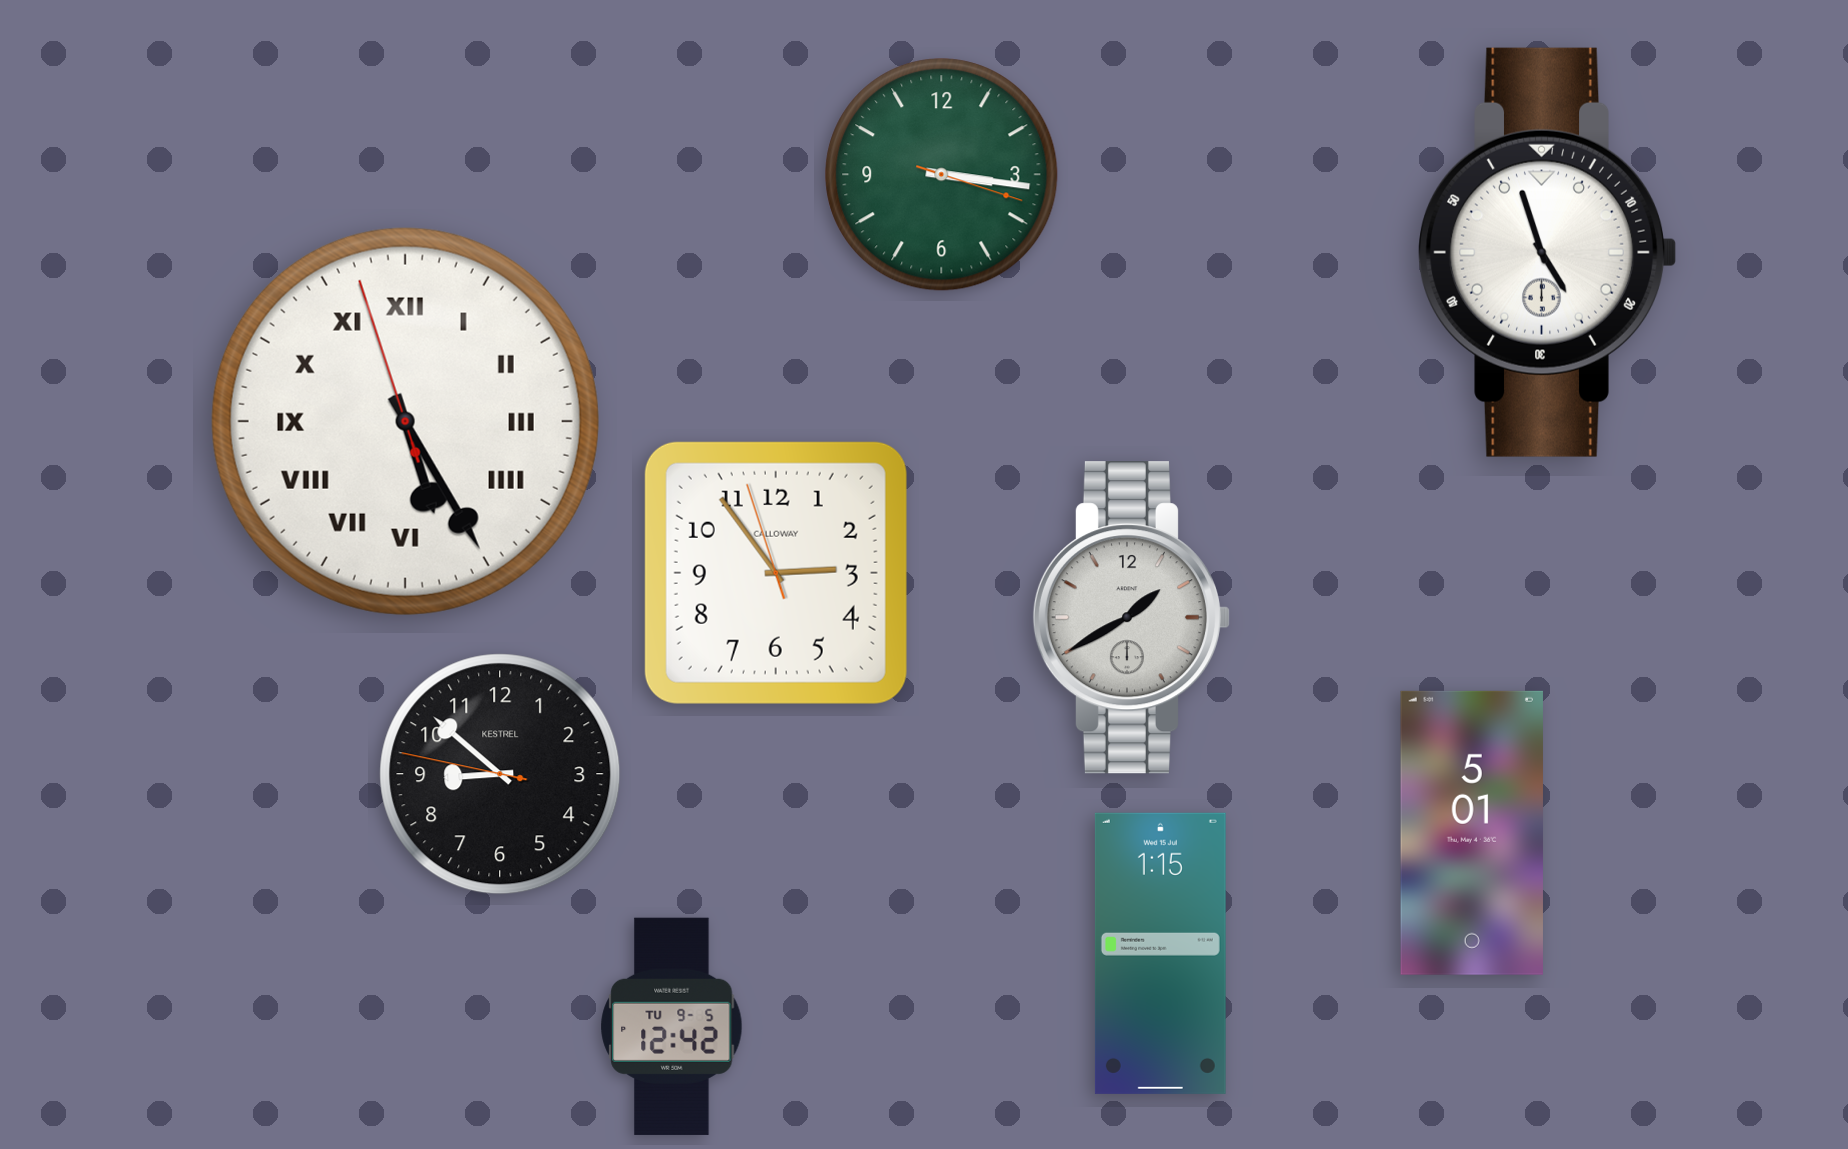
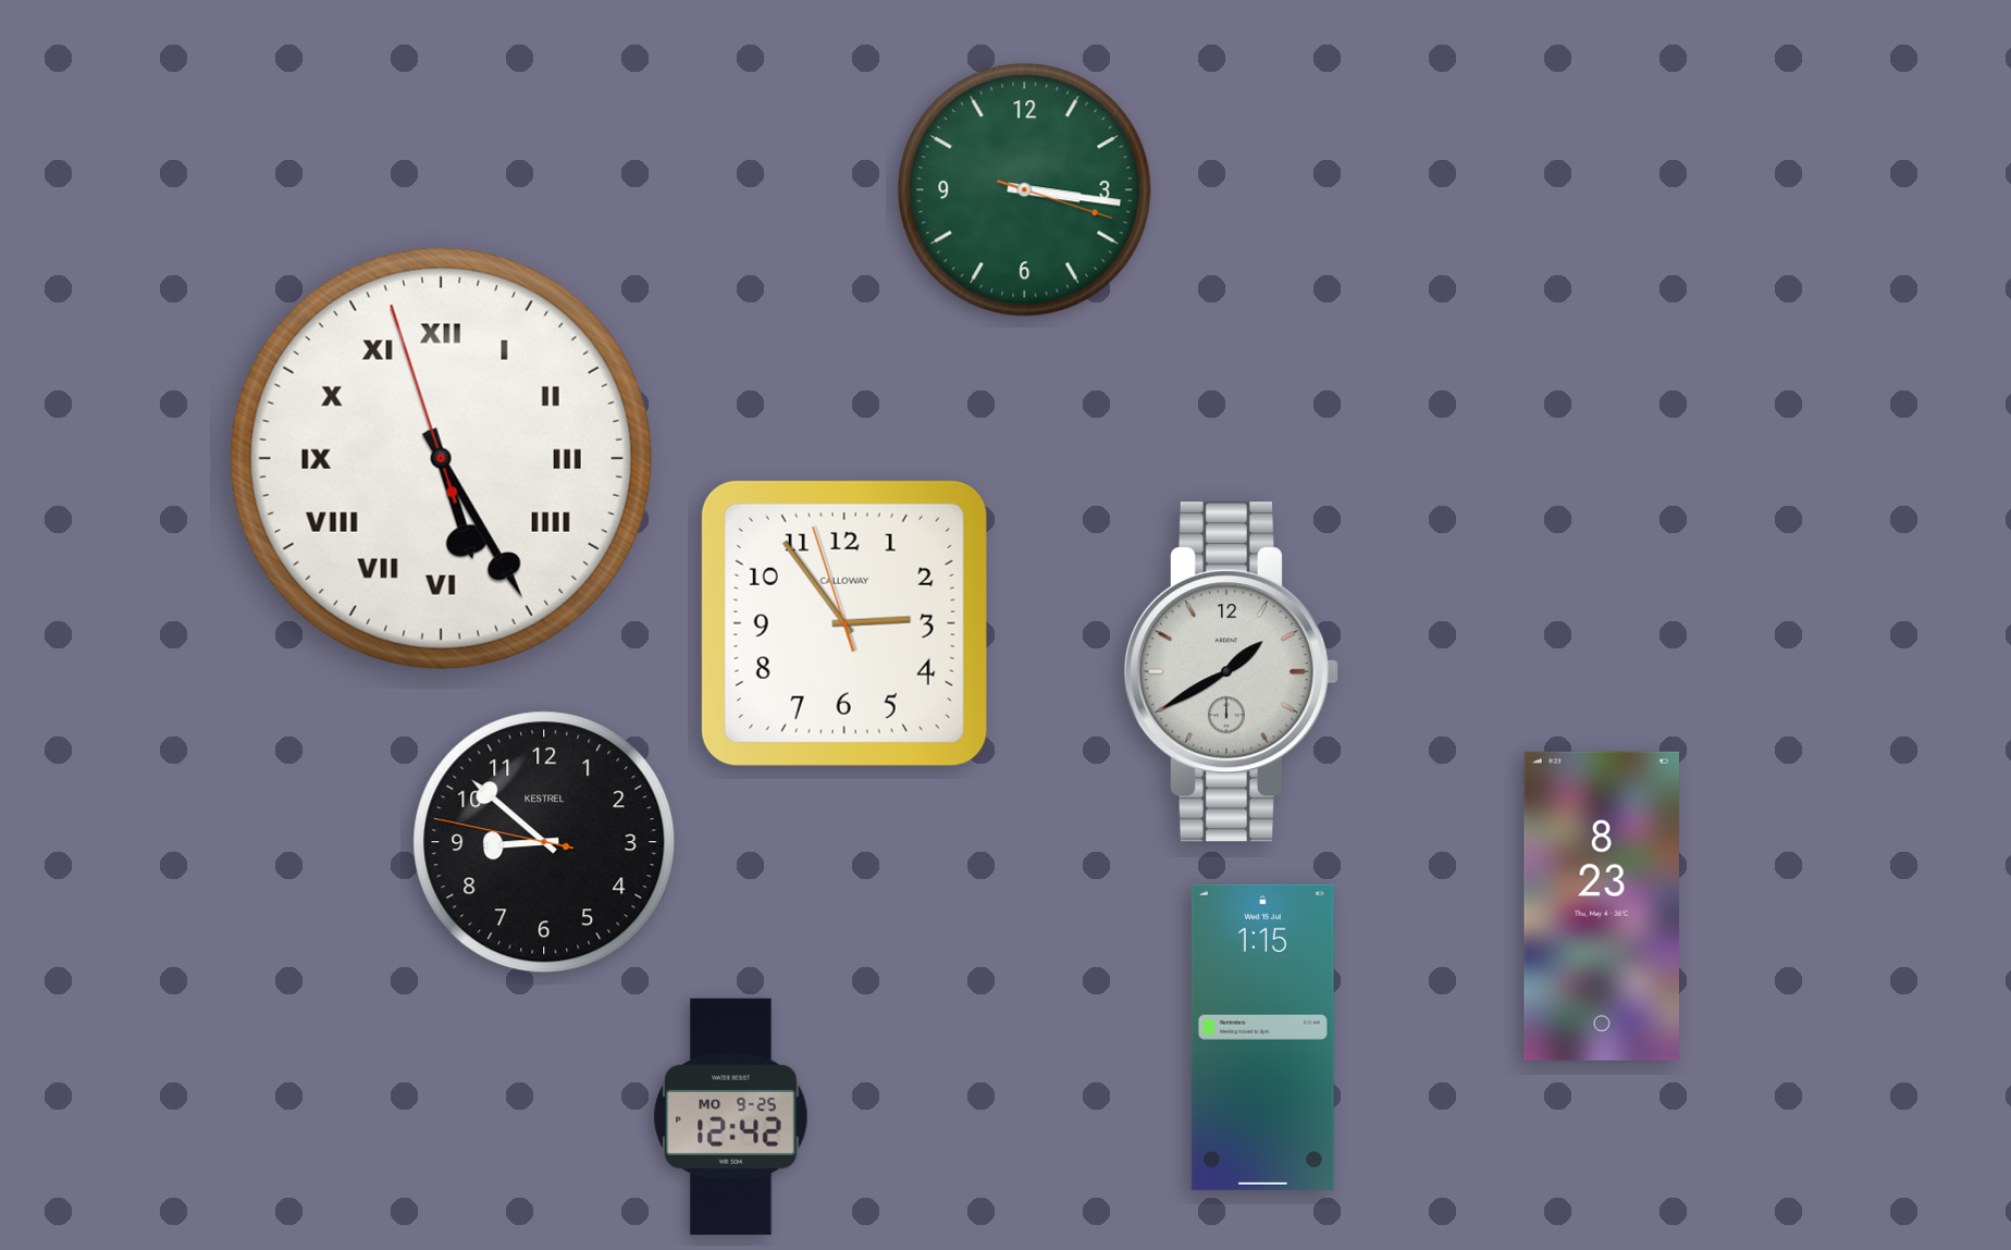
clock at (1547, 252): 4:57 -> none
clock at (1472, 833): 5:01 -> 8:23
clock at (672, 1026) date: TU 9-5 -> MO 9-25
